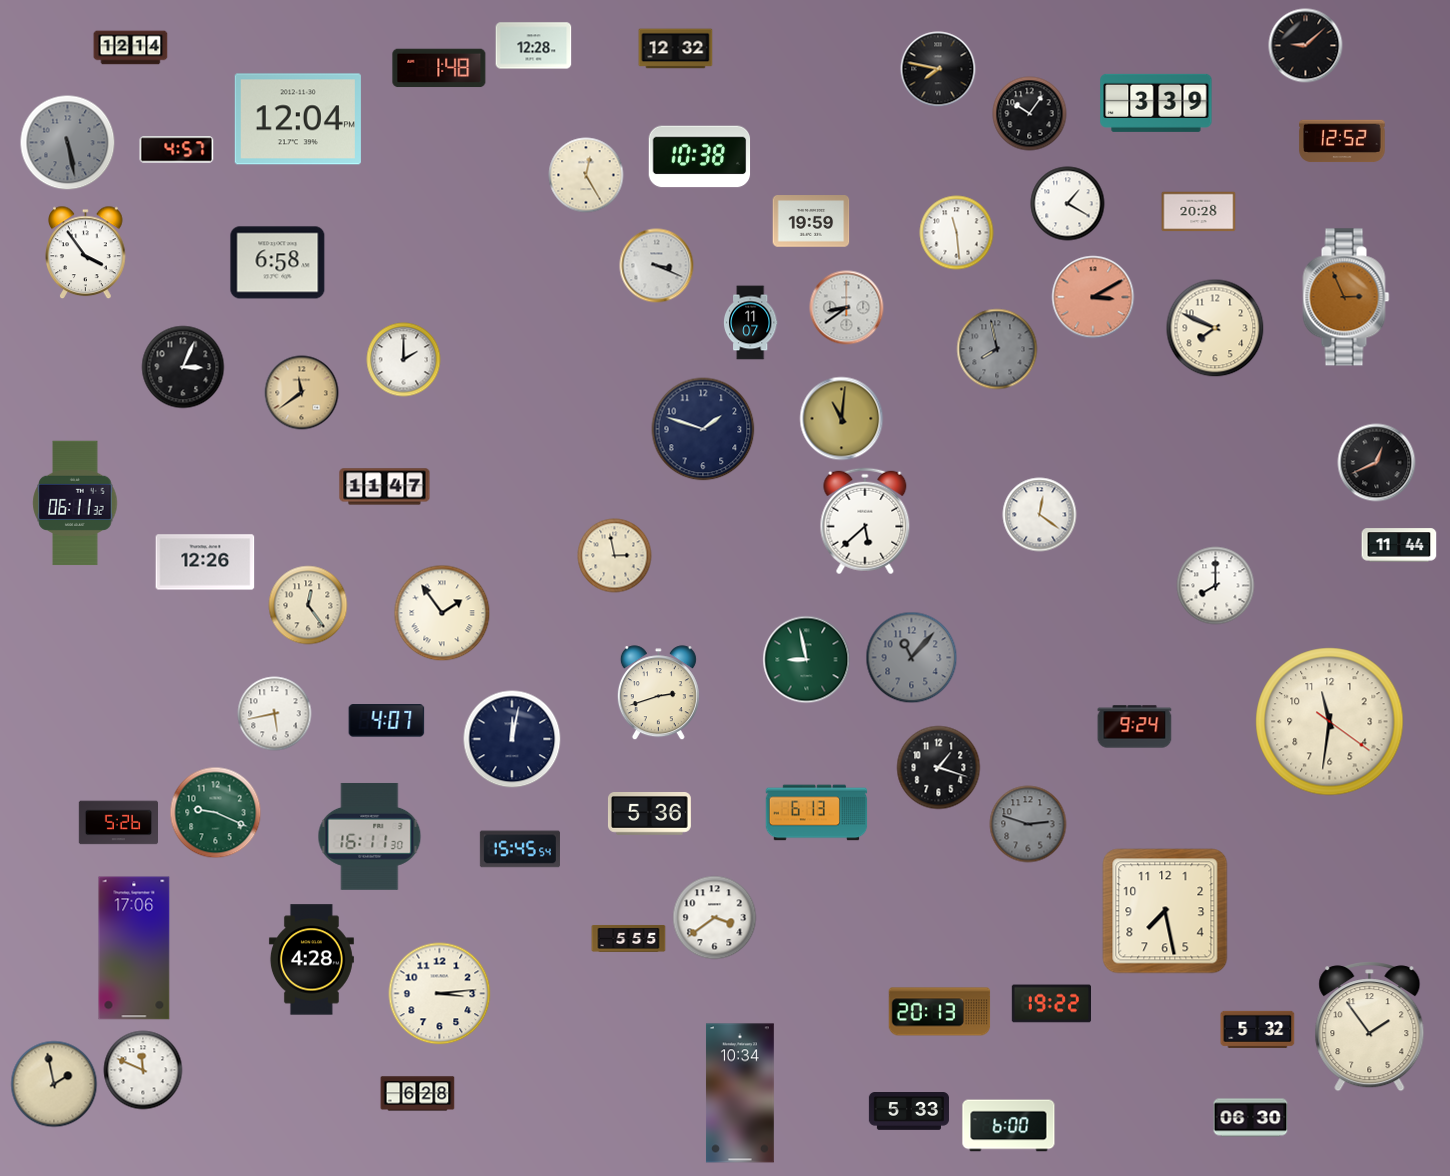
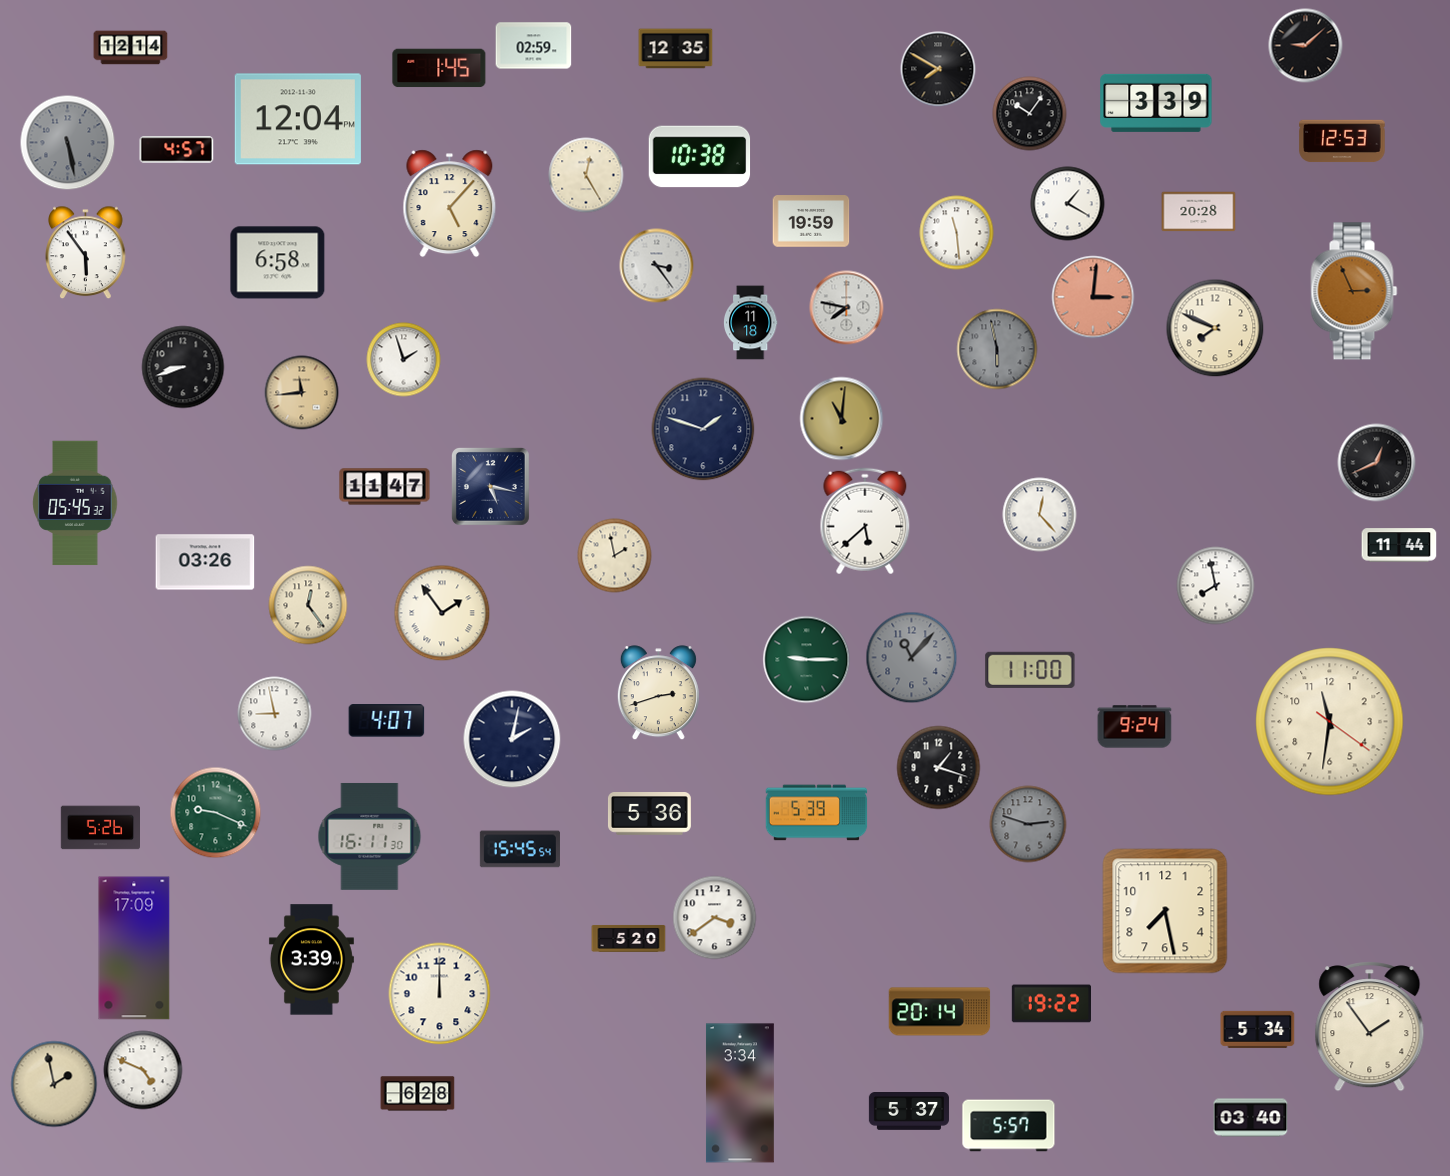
clock at (534, 46): 12:28 -> 02:59
clock at (676, 49): 12:32 -> 12:35
clock at (439, 68): 1:48 -> 1:45
clock at (938, 69): 7:47 -> 7:50
clock at (1342, 141): 12:52 -> 12:53
clock at (450, 204): none -> 5:07
clock at (86, 253): 3:54 -> 5:54
clock at (657, 266): 3:19 -> 3:24
clock at (1093, 297): 3:10 -> 3:01
clock at (1346, 297) position: (1346, 297) -> (1354, 291)
clock at (847, 308): 8:39 -> 7:47
clock at (750, 323): 11:07 -> 11:18
clock at (997, 349): 7:58 -> 5:58
clock at (404, 360): 2:00 -> 1:57
clock at (183, 367): 3:04 -> 8:42
clock at (302, 393): 11:39 -> 11:44
clock at (491, 487): none -> 5:17
clock at (75, 503): 06:11 -> 05:45
clock at (1040, 515): 12:21 -> 12:23
clock at (615, 556): 2:58 -> 1:58
clock at (205, 562): 12:26 -> 03:26
clock at (1216, 586): 8:00 -> 7:58
clock at (807, 660): 8:58 -> 9:15
clock at (1030, 670): none -> 11:00
clock at (275, 714): 5:43 -> 8:58
clock at (512, 739): 12:02 -> 2:02
clock at (817, 813): 6:13 -> 5:39
clock at (119, 823) position: (119, 823) -> (101, 828)
clock at (629, 938): 5:55 -> 5:20
clock at (134, 948): 17:06 -> 17:09
clock at (311, 960): 4:28 -> 3:39
clock at (440, 994): 3:14 -> 12:00
clock at (940, 1012): 20:13 -> 20:14
clock at (1258, 1029): 5:32 -> 5:34
clock at (143, 1070): 11:49 -> 4:49
clock at (740, 1093): 10:34 -> 3:34
clock at (909, 1112): 5:33 -> 5:37
clock at (1251, 1118): 06:30 -> 03:40
clock at (1009, 1126): 6:00 -> 5:57
